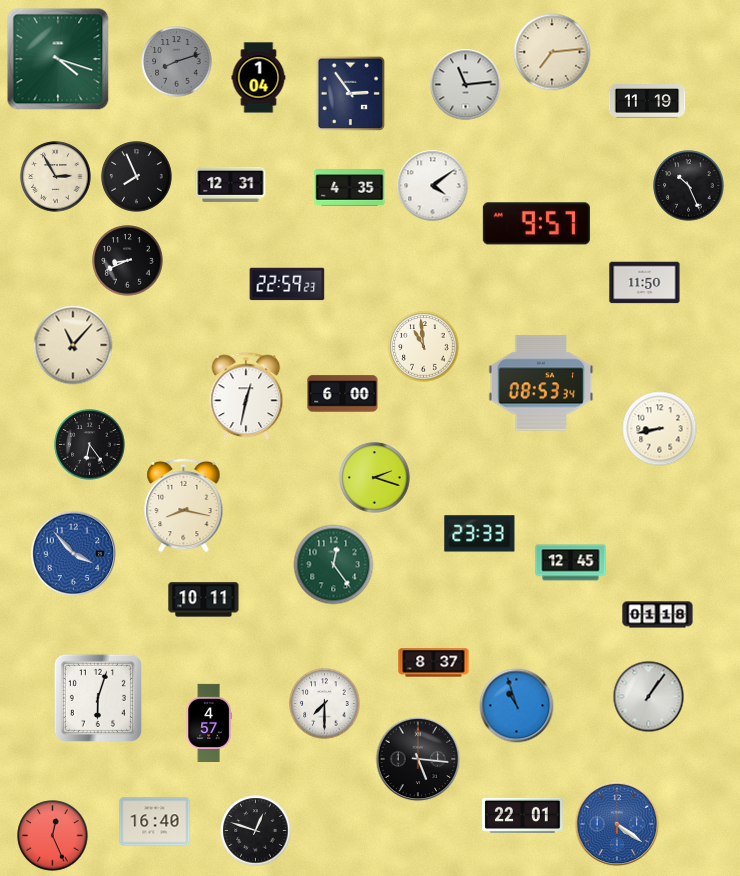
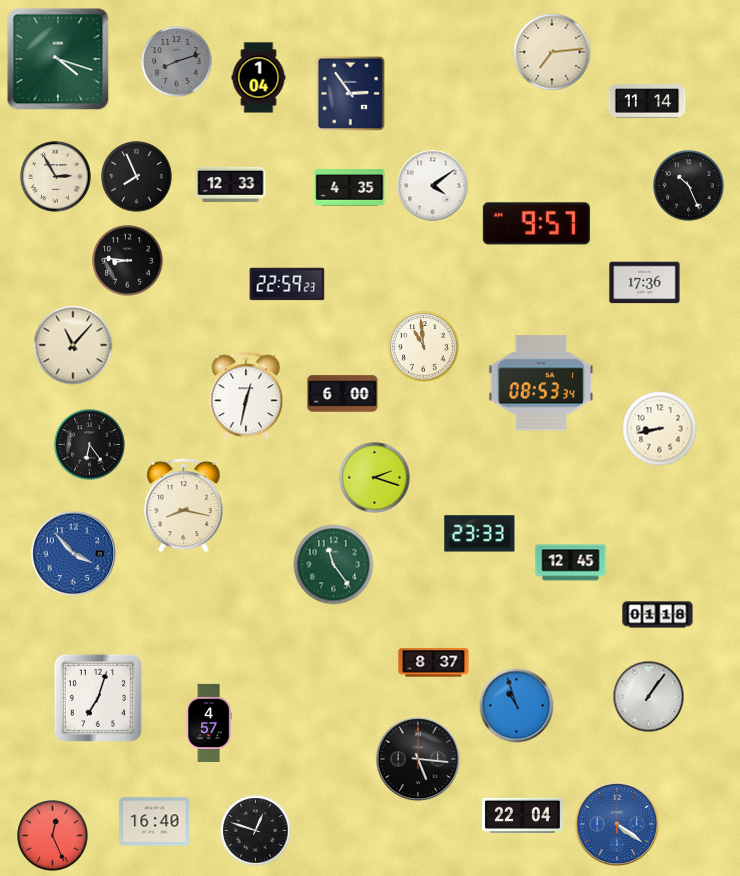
clock at (466, 85): 11:14 -> none
clock at (647, 101): 11:19 -> 11:14
clock at (231, 184): 12:31 -> 12:33
clock at (128, 261): 8:41 -> 8:46
clock at (645, 283): 11:50 -> 17:36
clock at (334, 565): 12:24 -> 11:24
clock at (204, 600): 10:11 -> none
clock at (98, 698): 6:03 -> 7:03
clock at (325, 704): 7:30 -> none
clock at (523, 815): 22:01 -> 22:04
